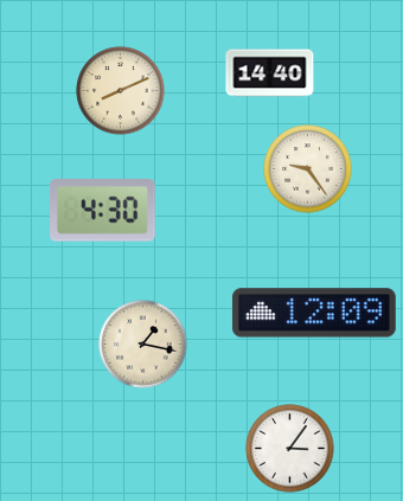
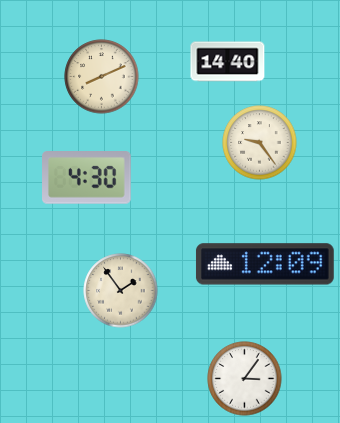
clock at (143, 345): 1:17 -> 1:54
